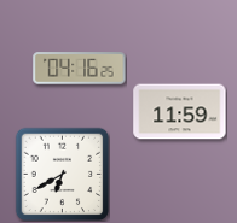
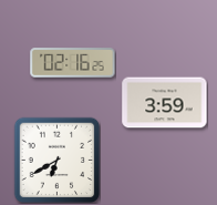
clock at (80, 69): 04:16 -> 02:16
clock at (180, 112): 11:59 -> 3:59
